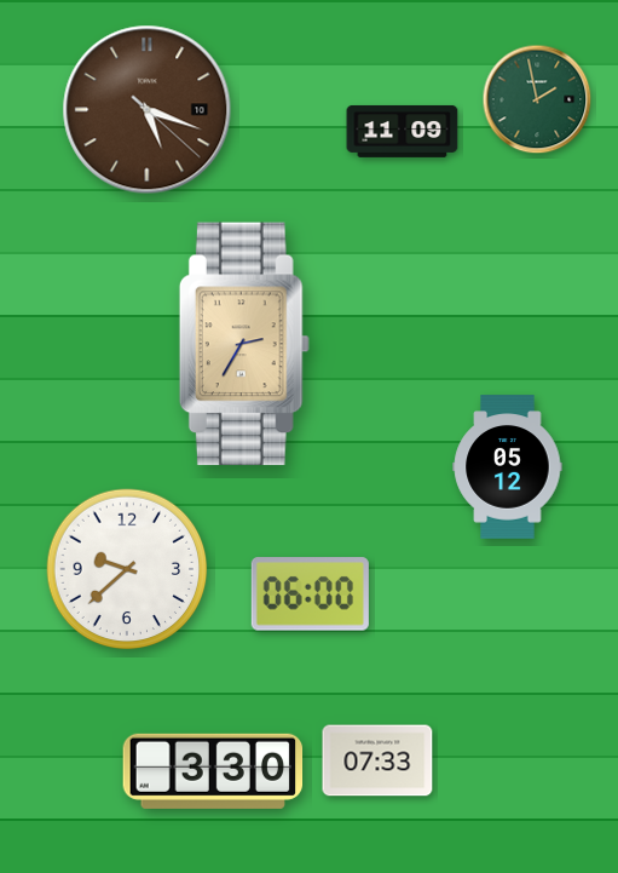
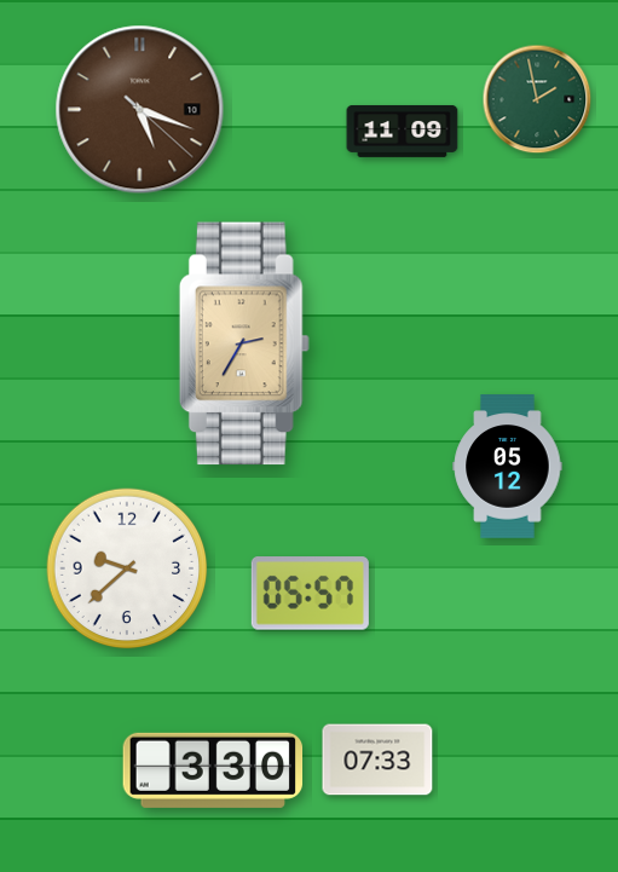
clock at (148, 110) position: (148, 110) -> (140, 110)
clock at (310, 595): 06:00 -> 05:57
